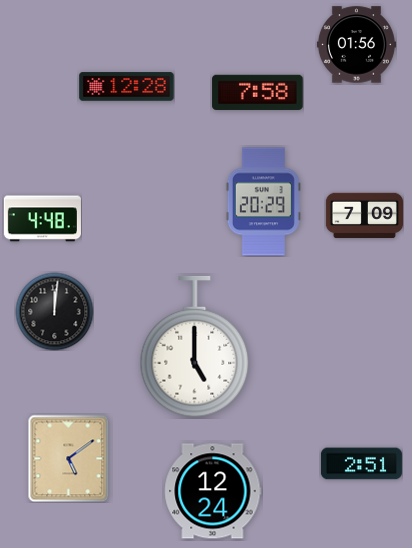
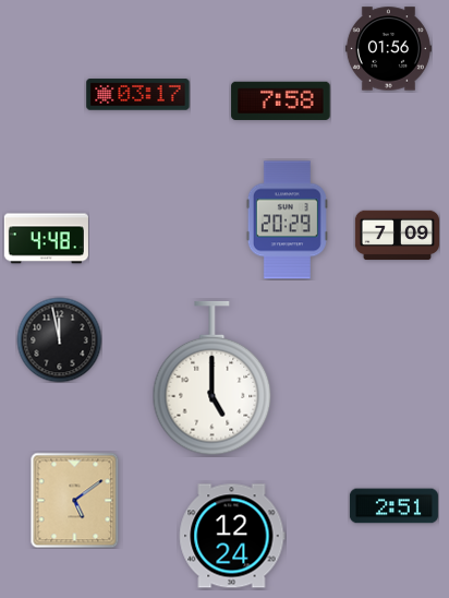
clock at (127, 87): 12:28 -> 03:17
clock at (54, 311): 12:01 -> 11:58
